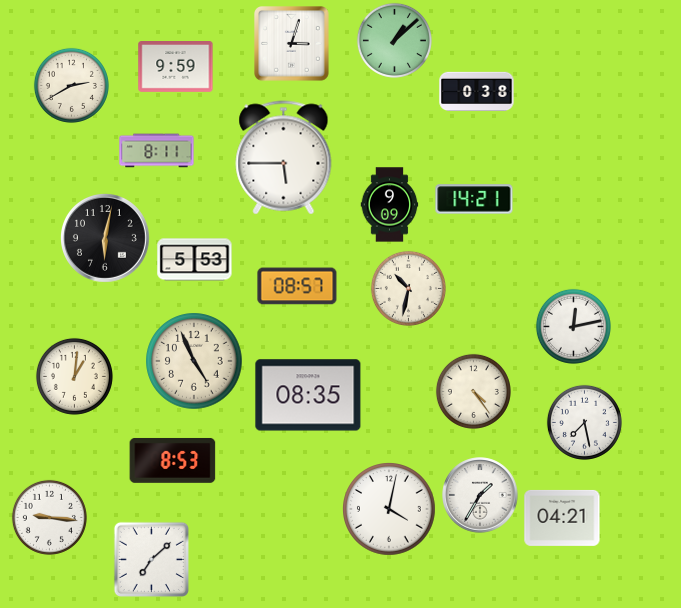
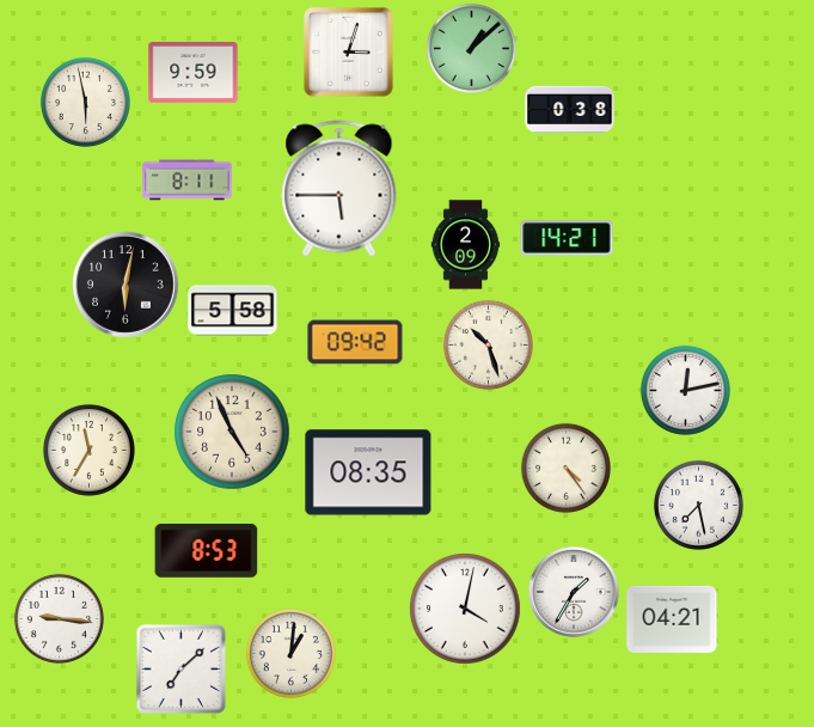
clock at (176, 67) position: (176, 67) -> (194, 73)
clock at (71, 85): 2:40 -> 5:58
clock at (390, 205): 9:09 -> 2:09
clock at (195, 260): 5:53 -> 5:58
clock at (297, 286): 08:57 -> 09:42
clock at (408, 288): 10:32 -> 10:27
clock at (74, 376): 1:01 -> 11:35
clock at (290, 653): none -> 1:01
